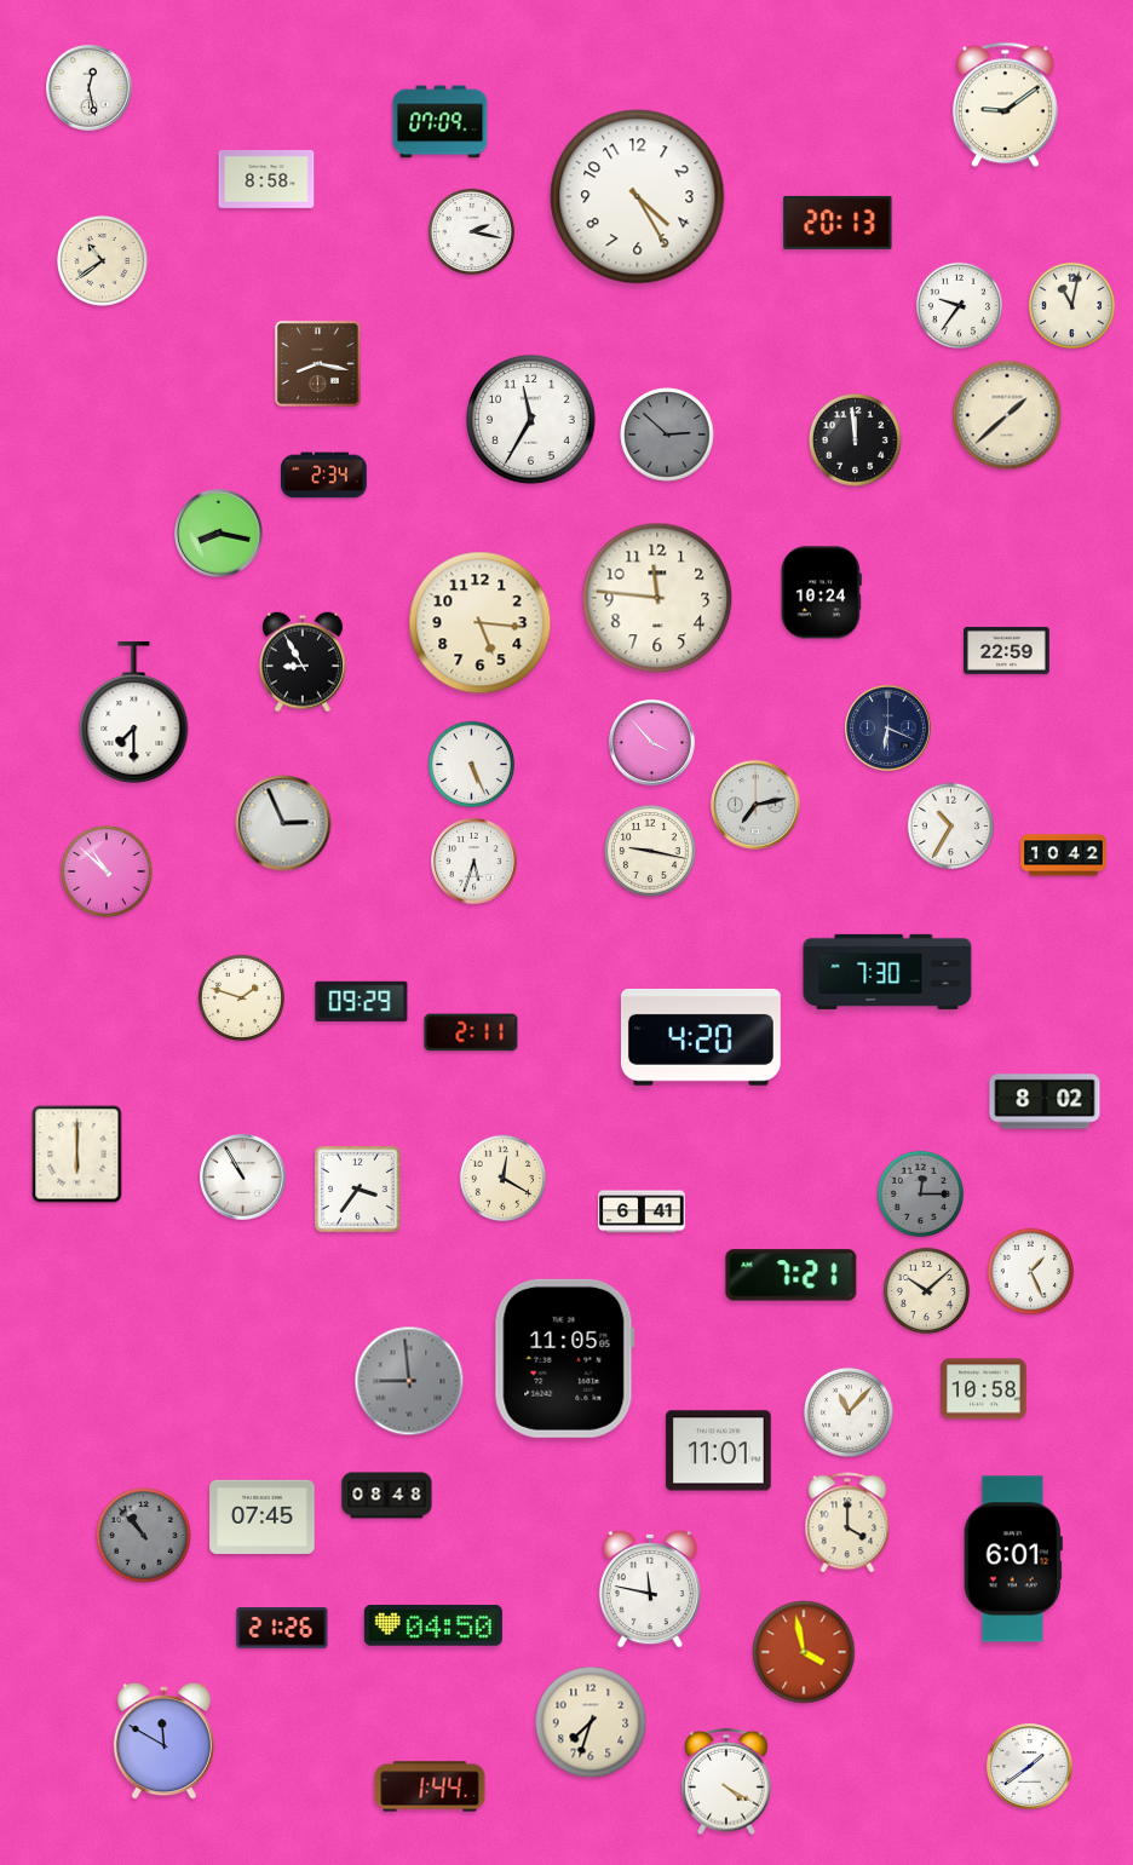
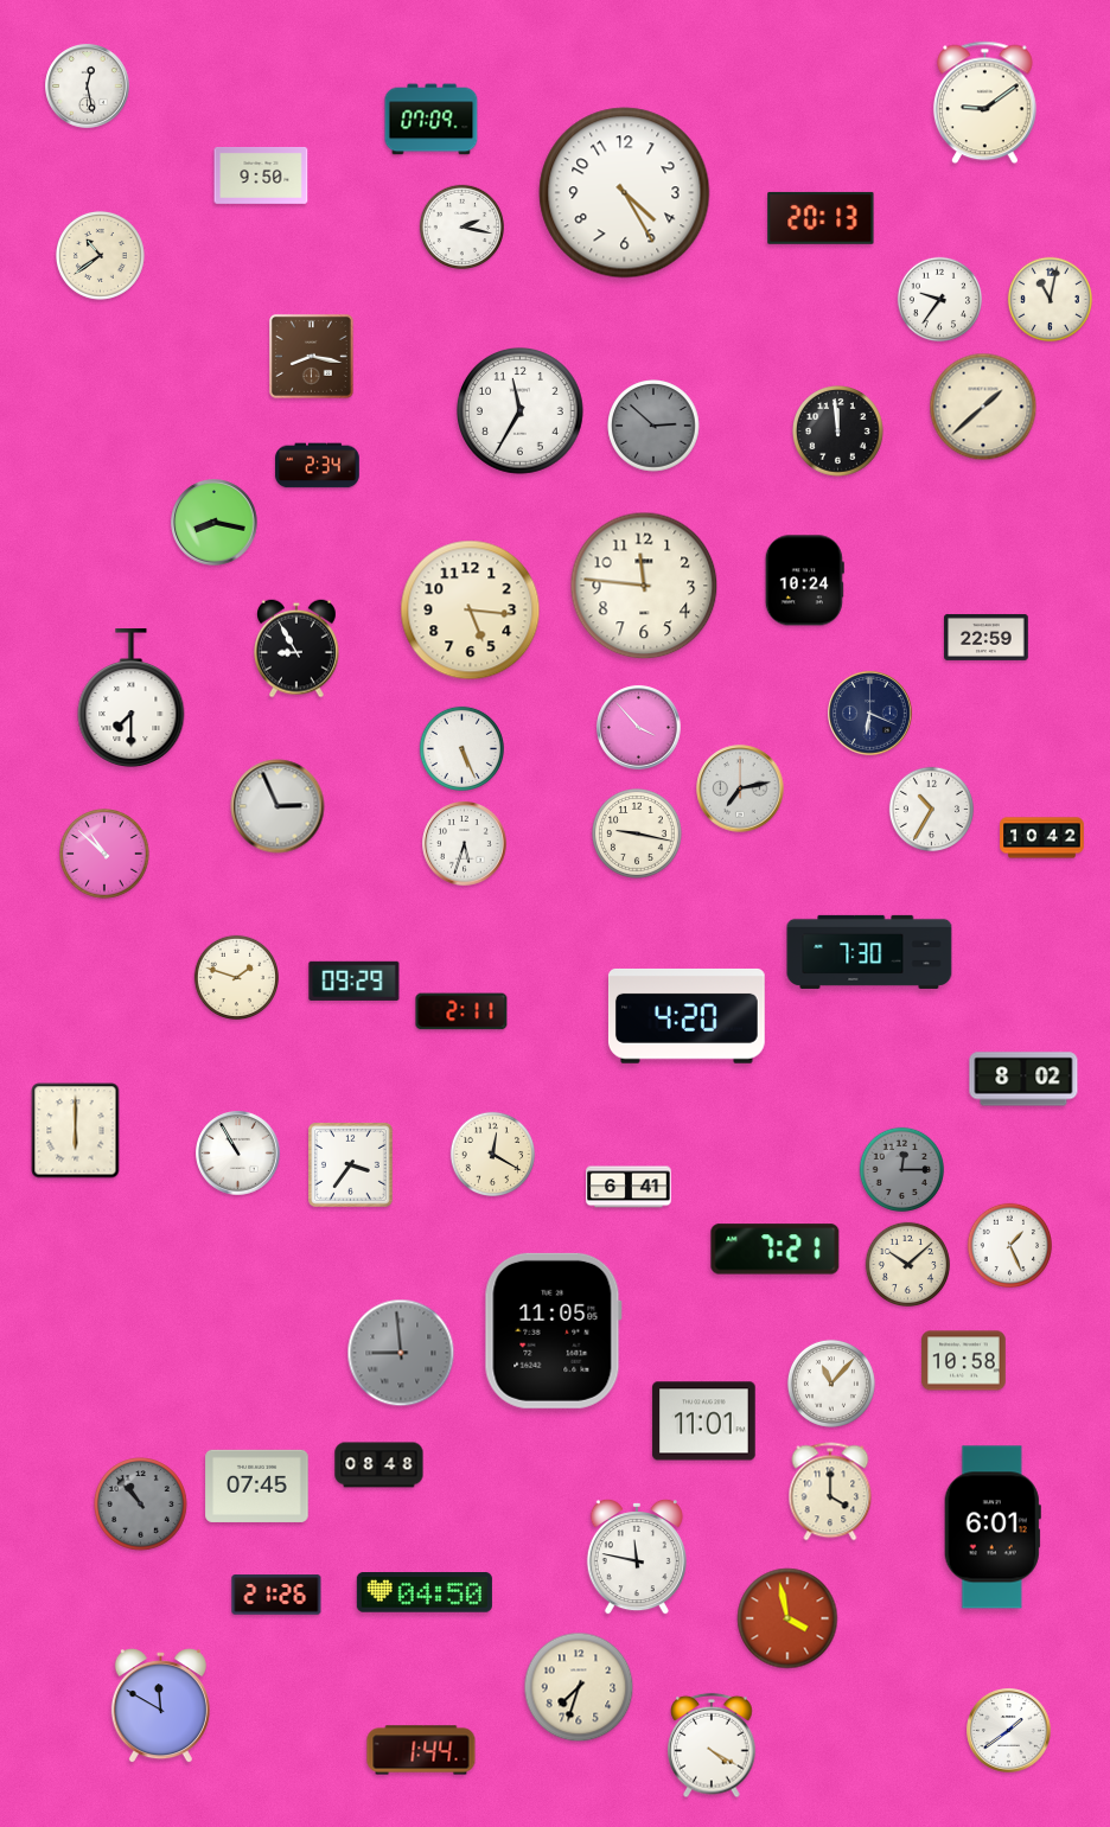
clock at (266, 180): 8:58 -> 9:50
clock at (1007, 415) position: (1007, 415) -> (983, 407)
